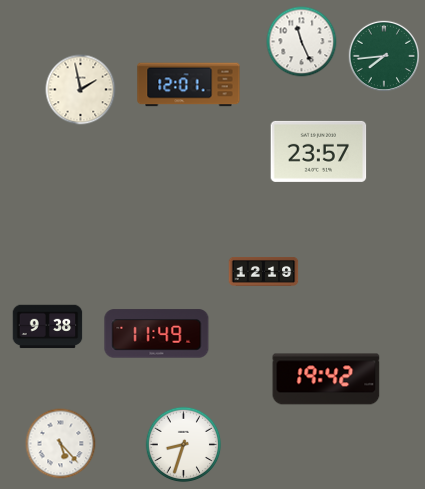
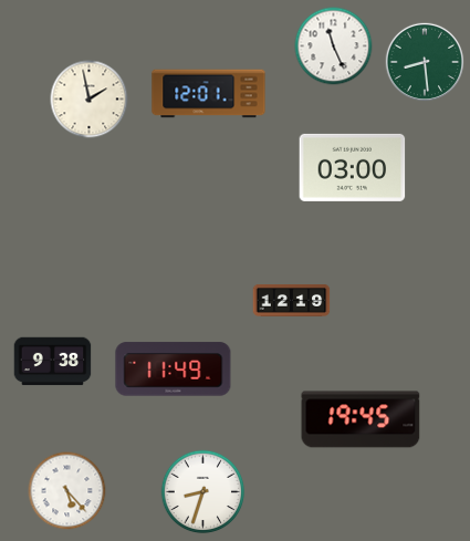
clock at (384, 56): 7:44 -> 8:29
clock at (319, 151): 23:57 -> 03:00
clock at (326, 379): 19:42 -> 19:45
